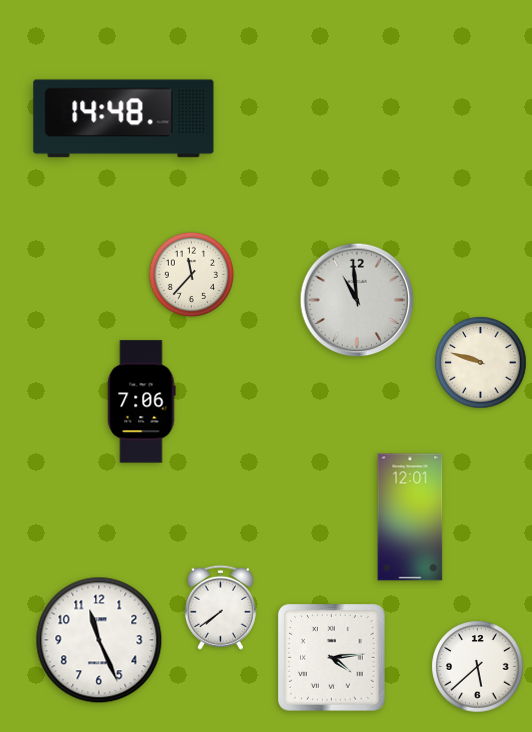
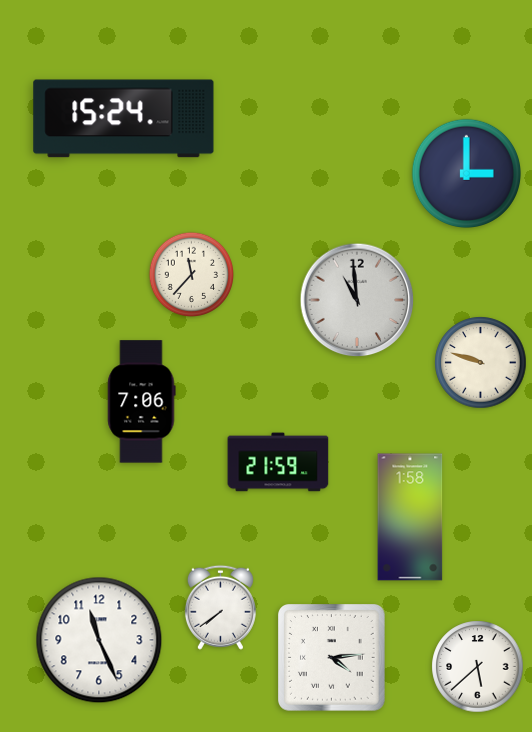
clock at (124, 119): 14:48 -> 15:24
clock at (466, 173): none -> 3:00
clock at (278, 462): none -> 21:59
clock at (410, 517): 12:01 -> 1:58
